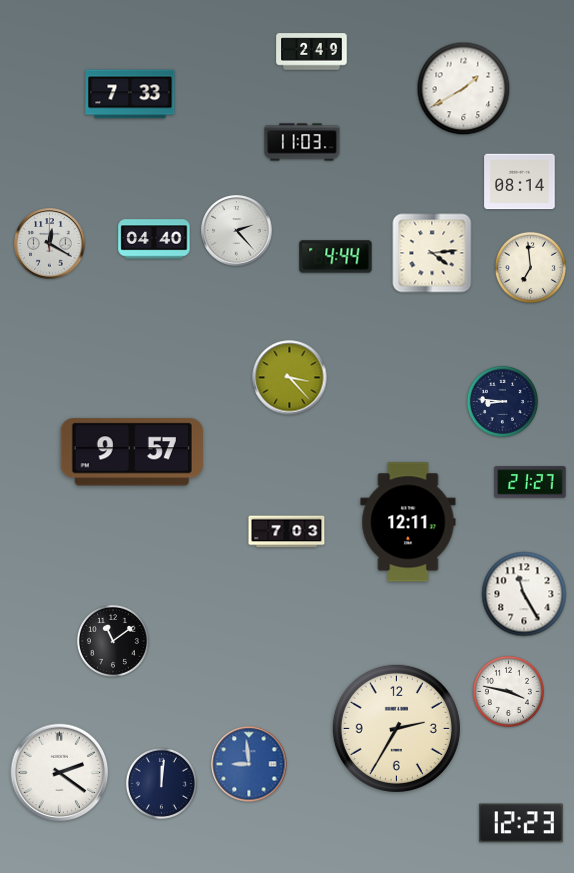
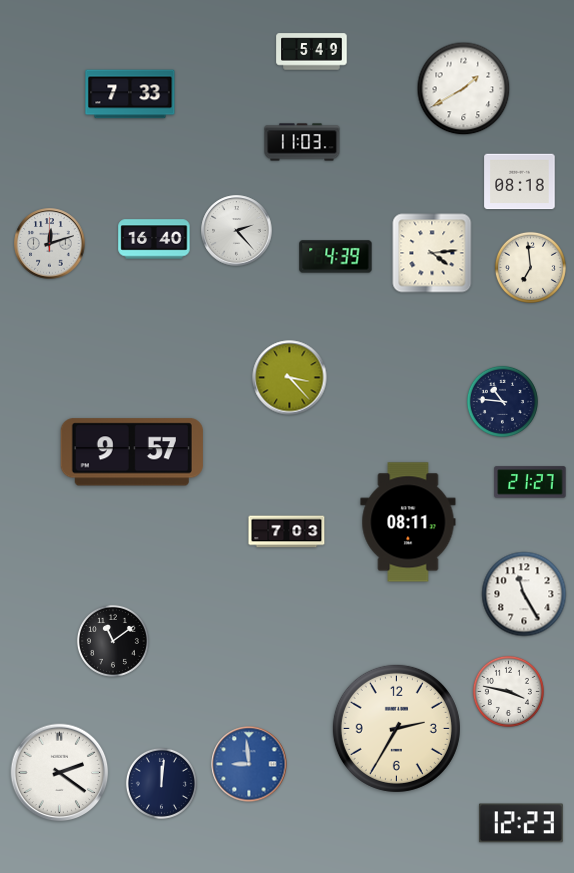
clock at (312, 52): 2:49 -> 5:49
clock at (520, 182): 08:14 -> 08:18
clock at (154, 239): 04:40 -> 16:40
clock at (50, 244): 12:20 -> 12:12
clock at (336, 257): 4:44 -> 4:39
clock at (502, 401): 8:46 -> 10:46
clock at (408, 522): 12:11 -> 08:11
